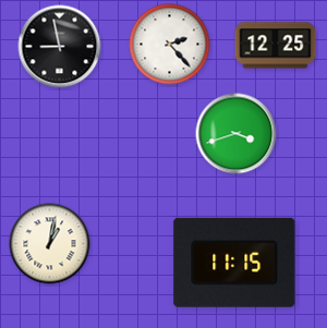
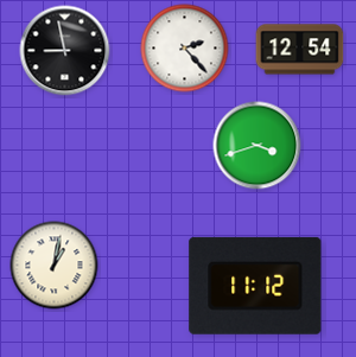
clock at (276, 46): 12:25 -> 12:54
clock at (234, 263): 11:15 -> 11:12
